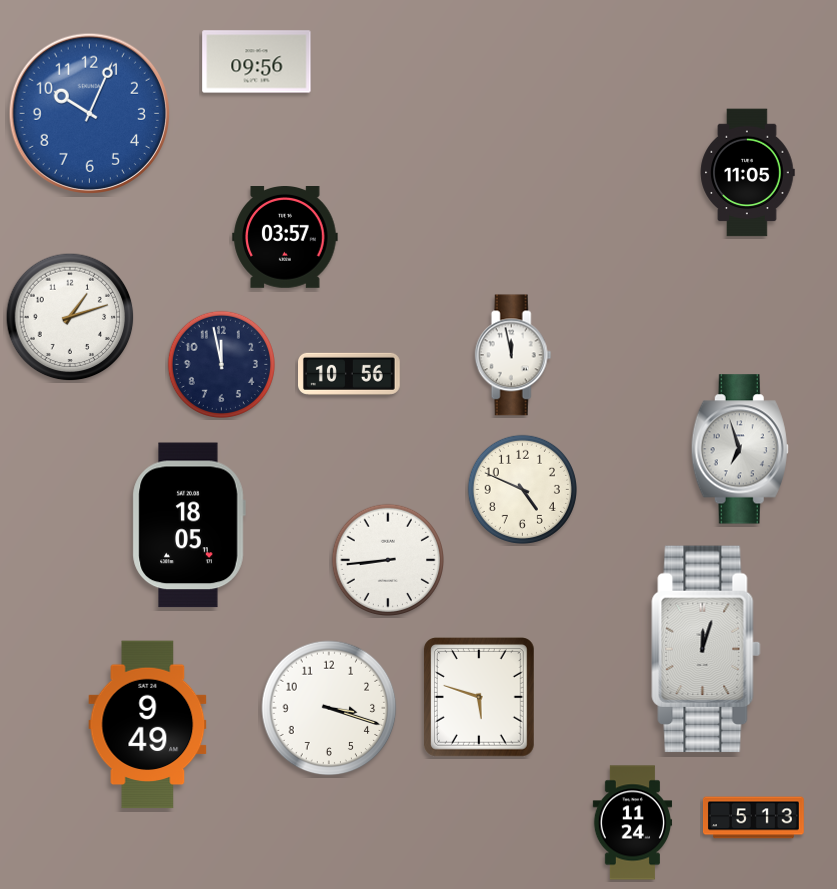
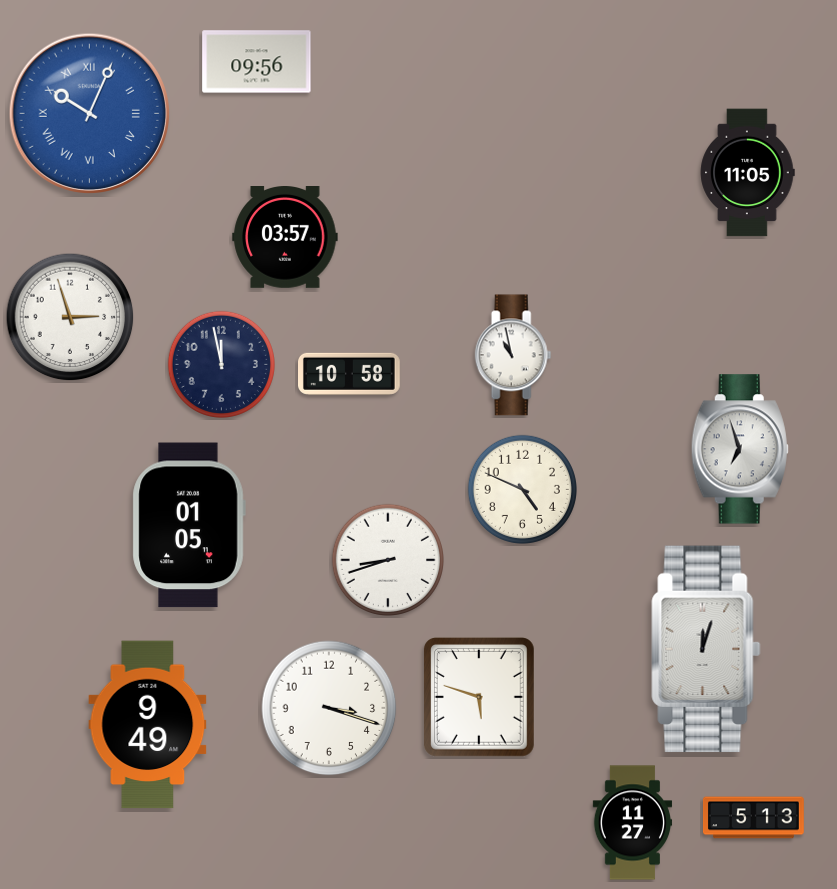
clock at (89, 113) numerals: Arabic -> Roman
clock at (70, 317): 1:12 -> 2:57
clock at (513, 355): 11:58 -> 10:58
clock at (350, 374): 10:56 -> 10:58
clock at (189, 525): 18:05 -> 01:05
clock at (387, 559): 8:44 -> 8:42
clock at (633, 823): 11:24 -> 11:27
